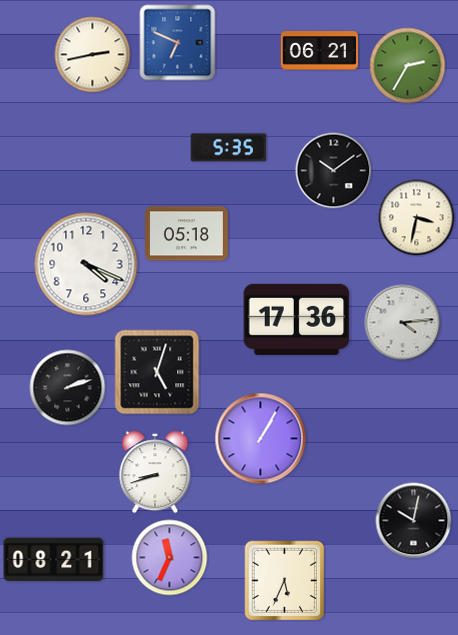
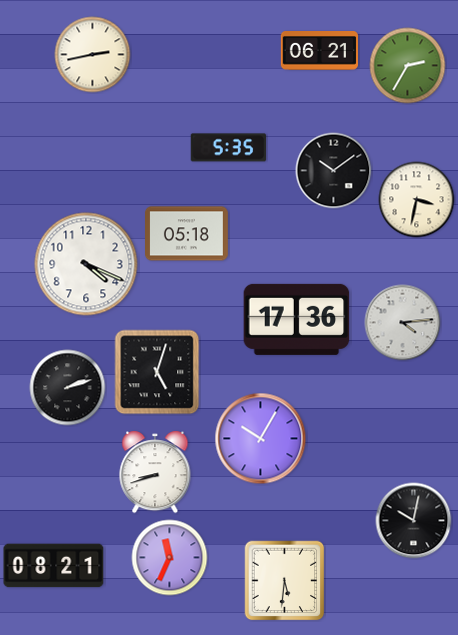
clock at (178, 43): 6:49 -> none
clock at (417, 218) position: (417, 218) -> (417, 200)
clock at (261, 439): 1:05 -> 10:05
clock at (54, 560) position: (54, 560) -> (54, 566)
clock at (285, 581): 5:34 -> 5:31
